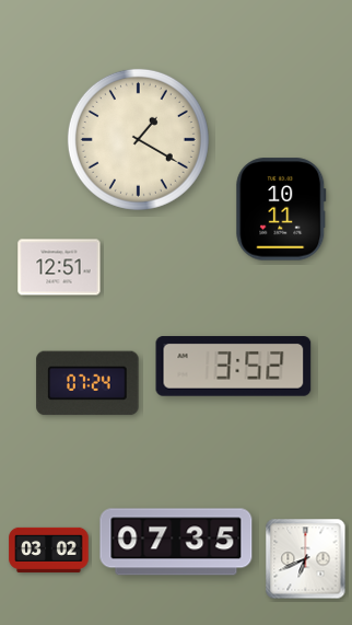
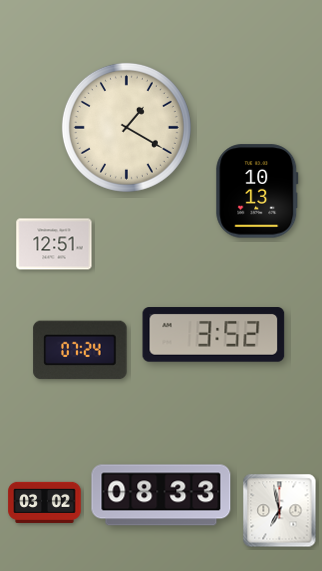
clock at (281, 209): 10:11 -> 10:13
clock at (176, 542): 07:35 -> 08:33
clock at (306, 559): 6:41 -> 6:58
